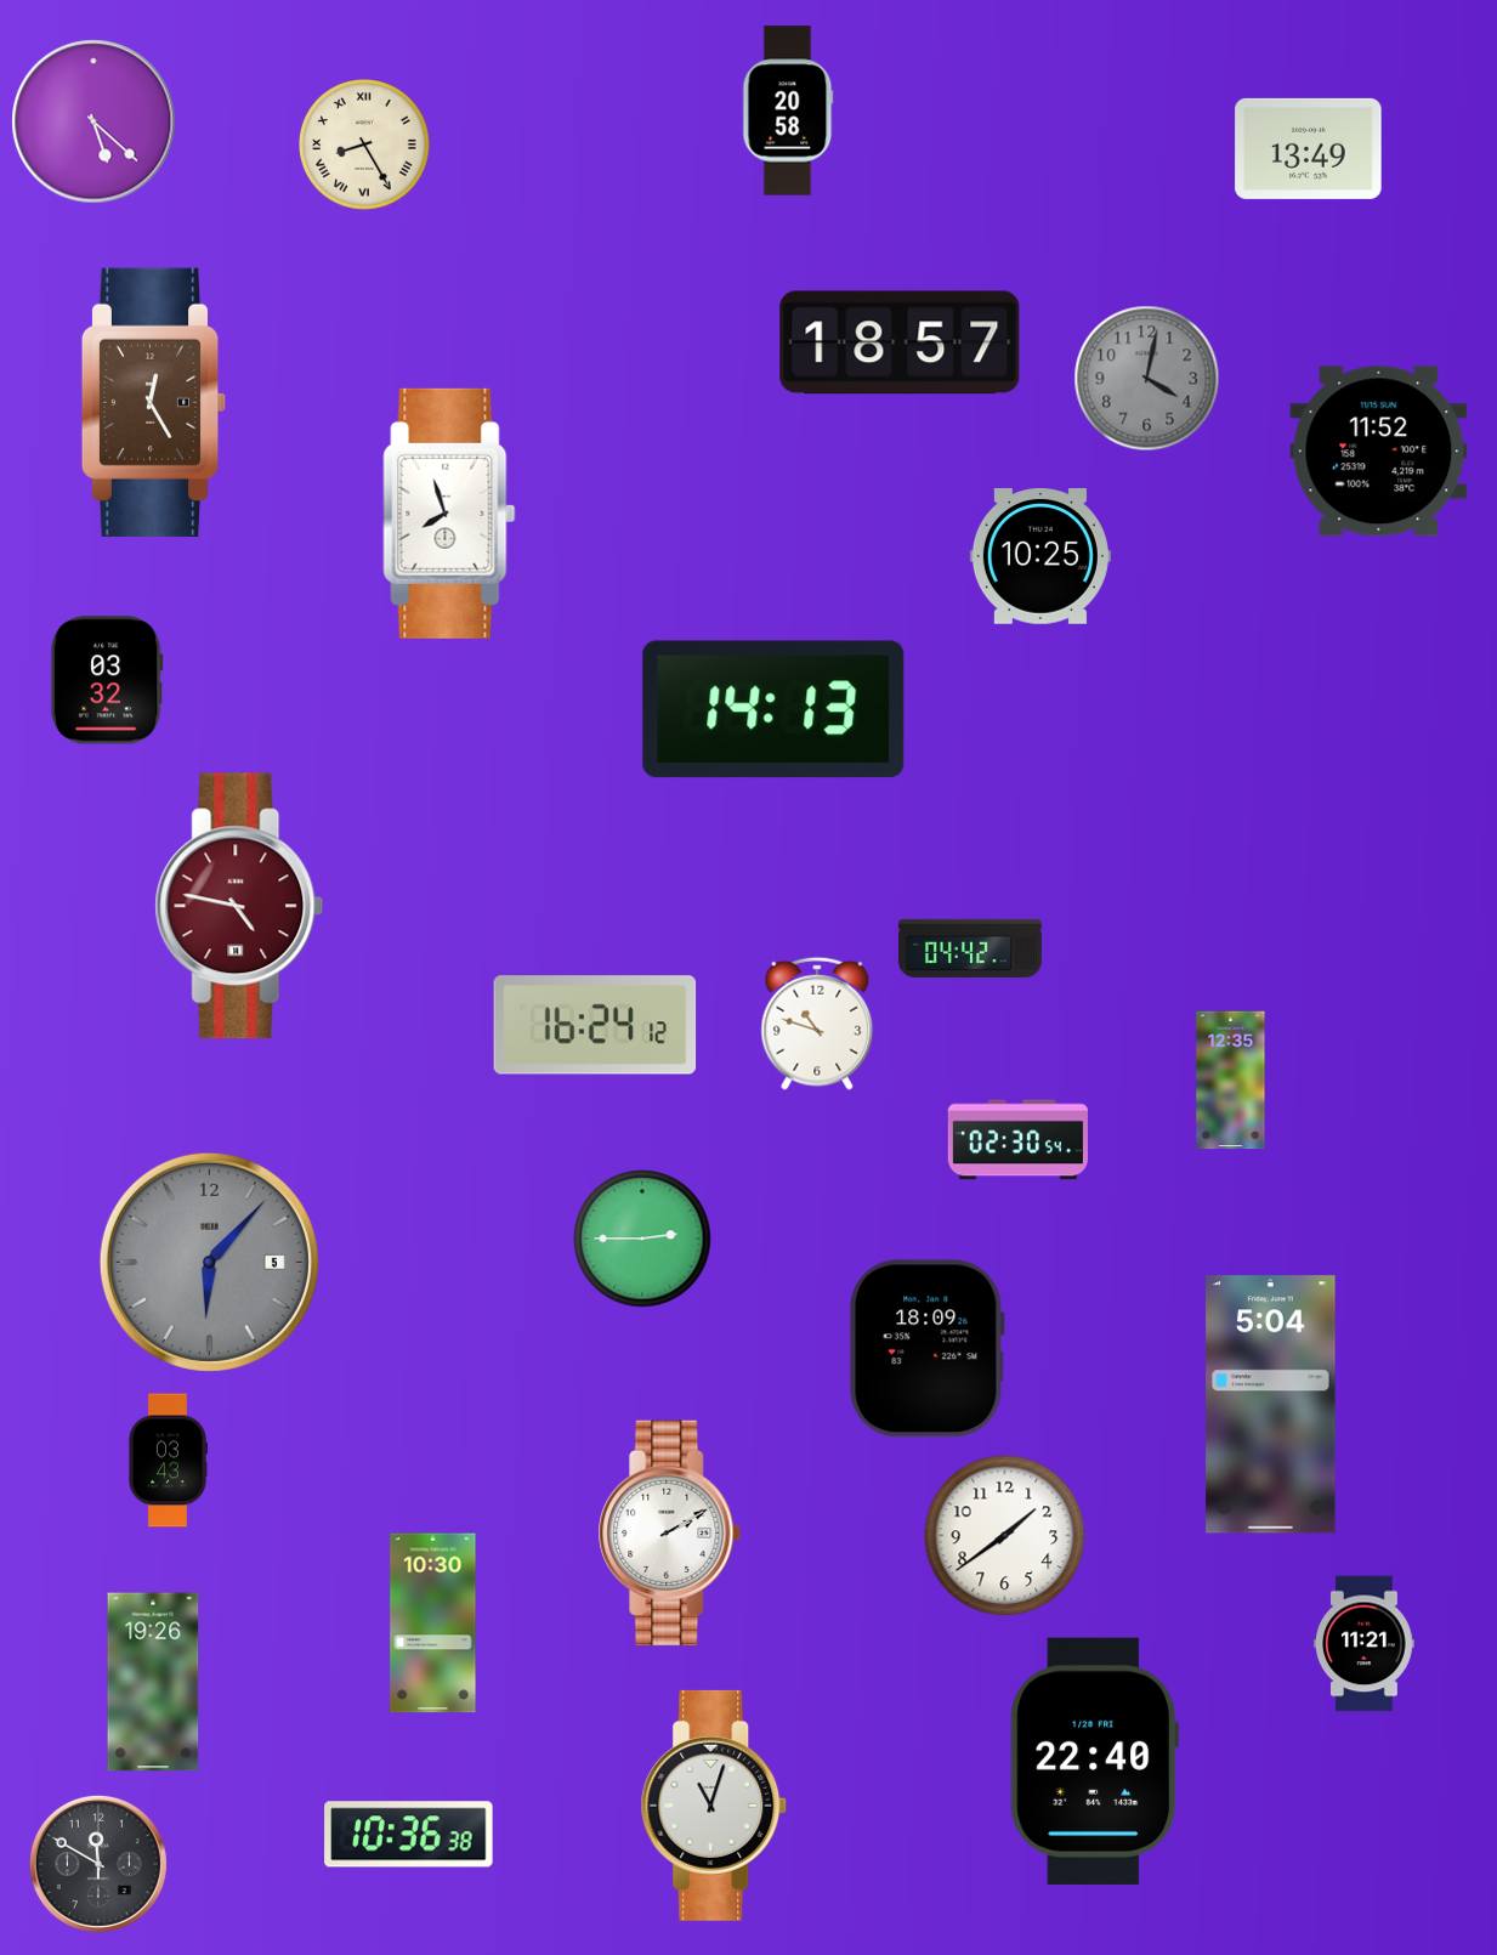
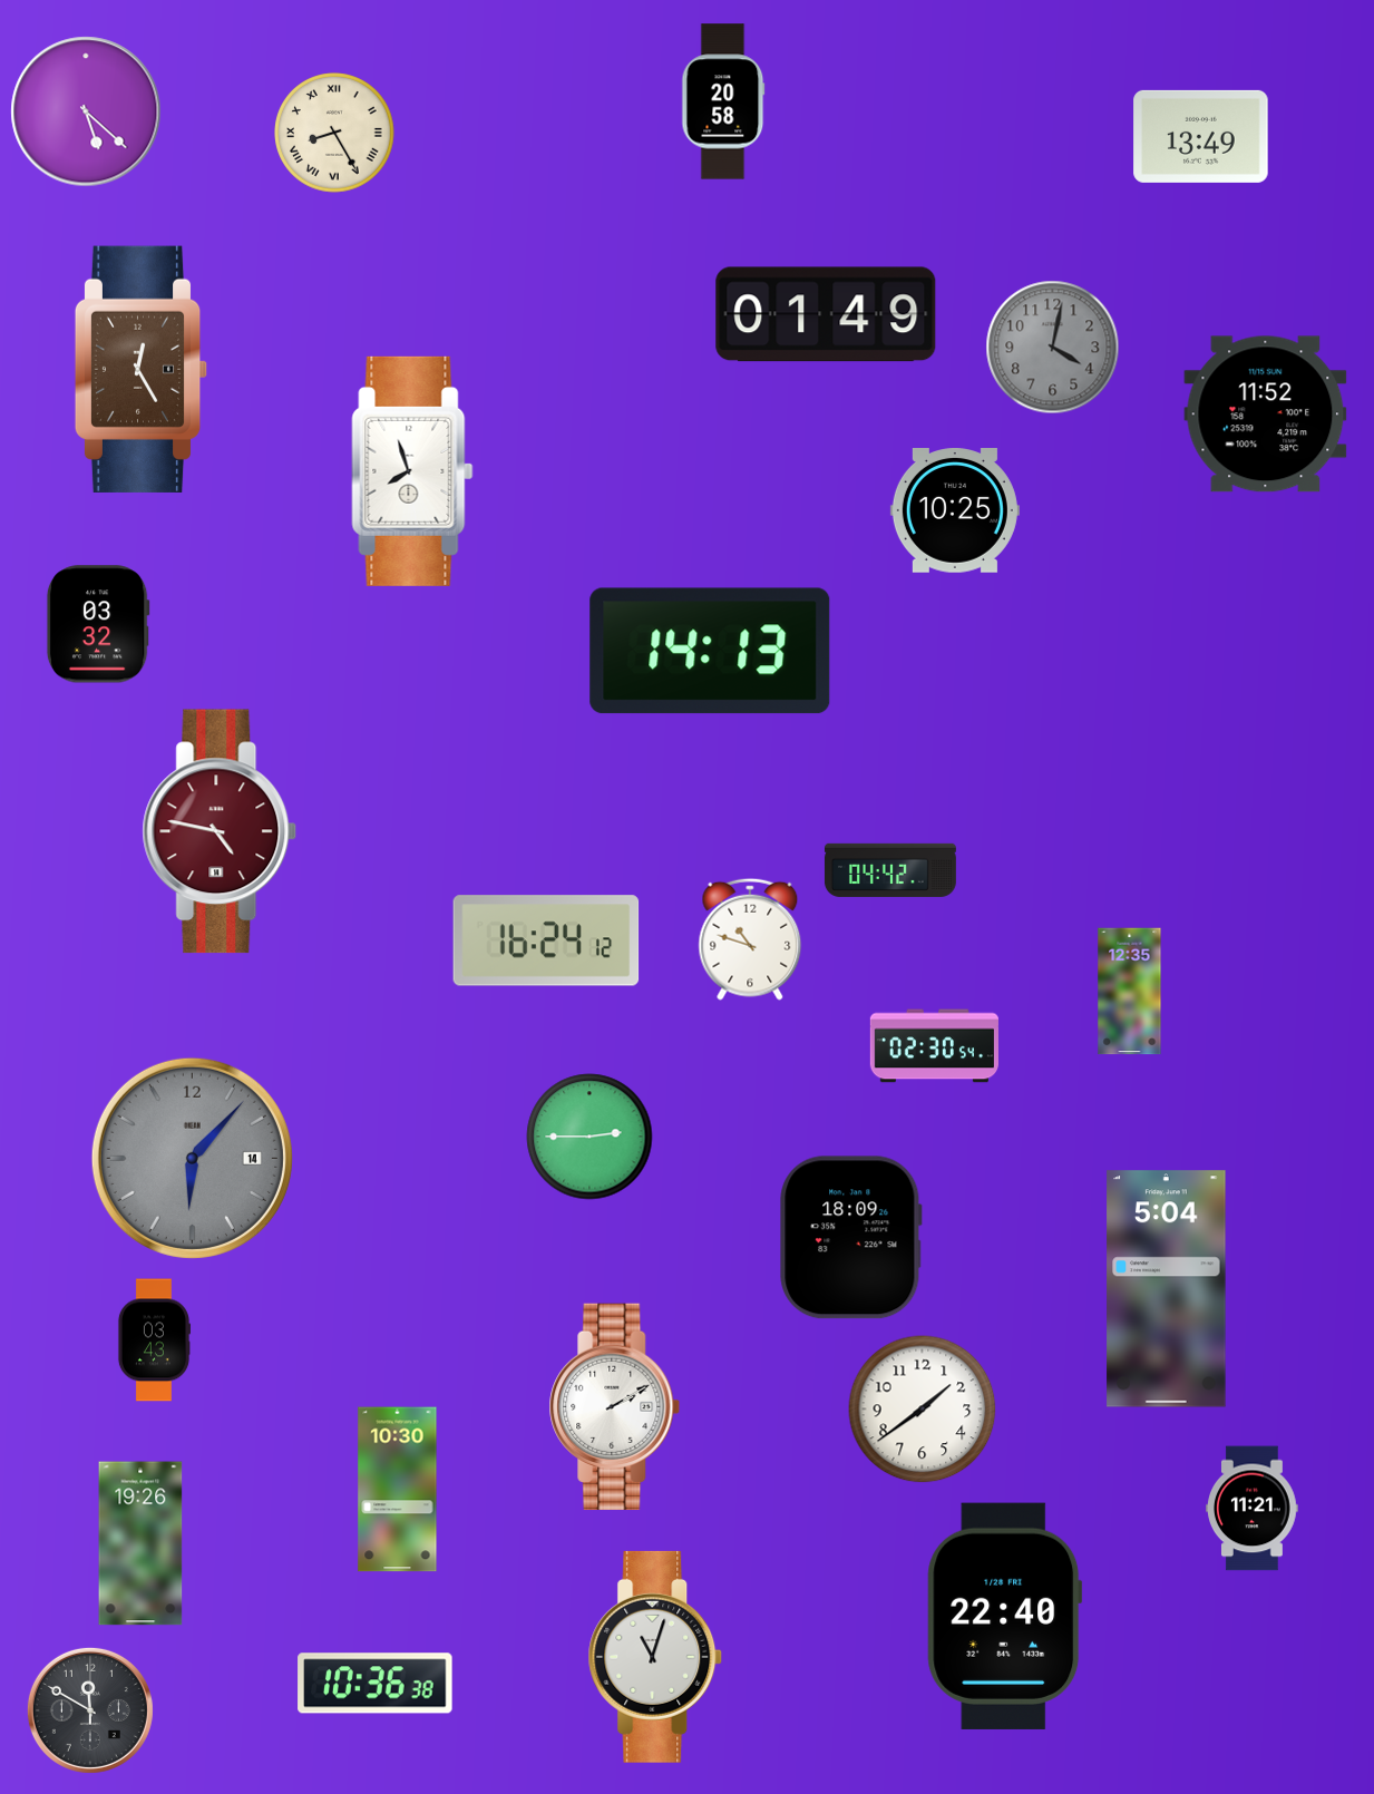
clock at (900, 342): 18:57 -> 01:49
clock at (209, 1262) date: 5 -> 14
